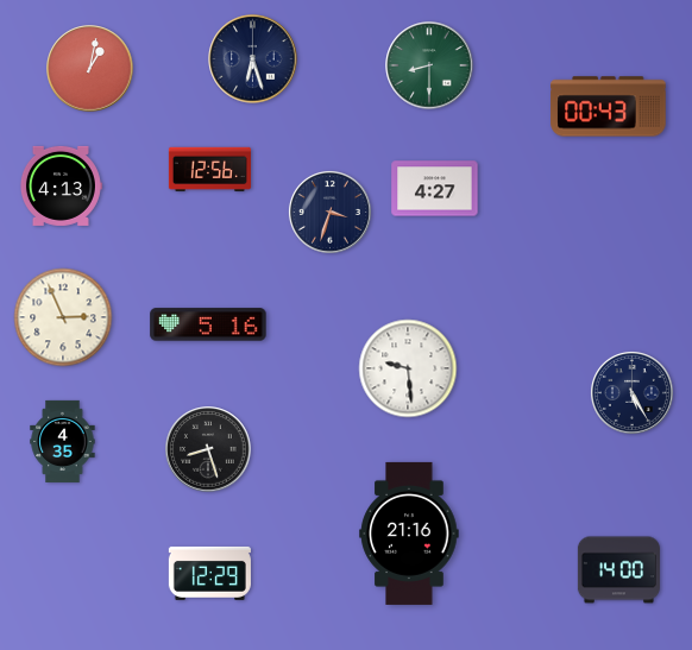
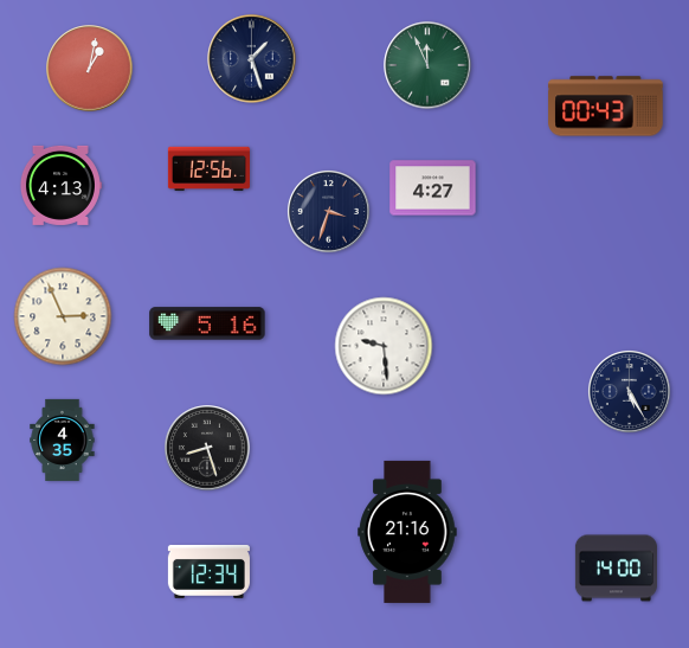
clock at (253, 59): 6:27 -> 1:27
clock at (429, 65): 8:30 -> 11:56
clock at (408, 368) position: (408, 368) -> (384, 346)
clock at (209, 573): 12:29 -> 12:34
